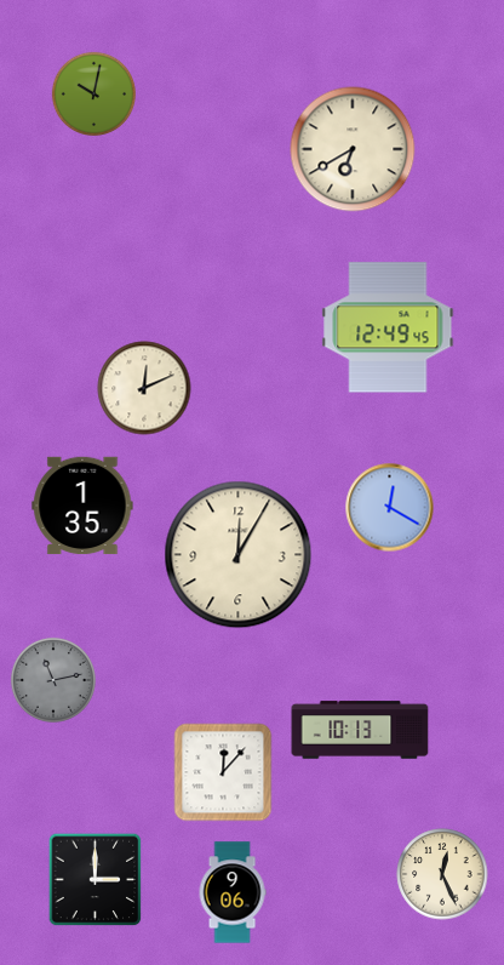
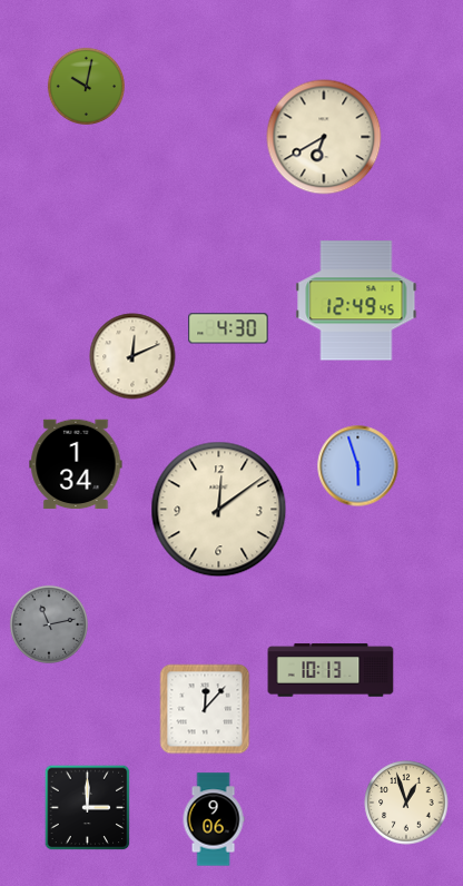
clock at (228, 328): none -> 4:30
clock at (82, 506): 1:35 -> 1:34
clock at (390, 508): 12:20 -> 5:57
clock at (239, 555): 12:05 -> 12:09
clock at (442, 874): 12:26 -> 12:57
